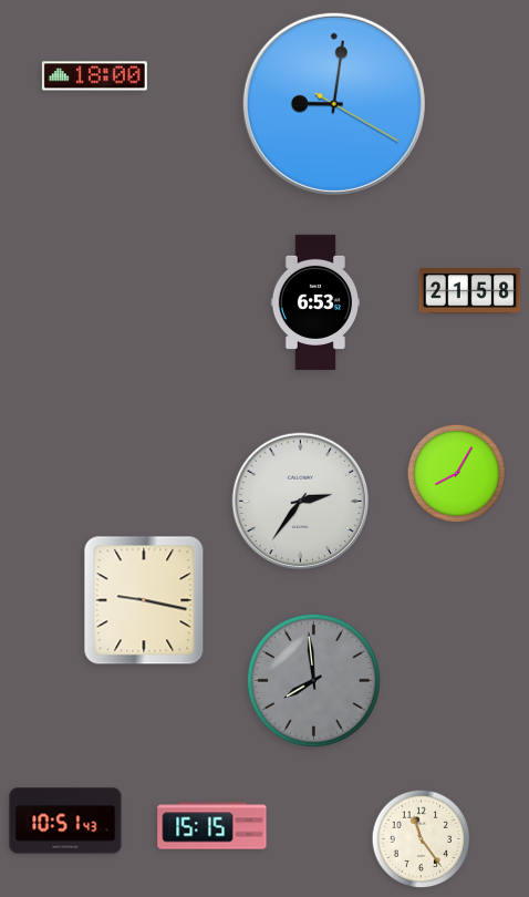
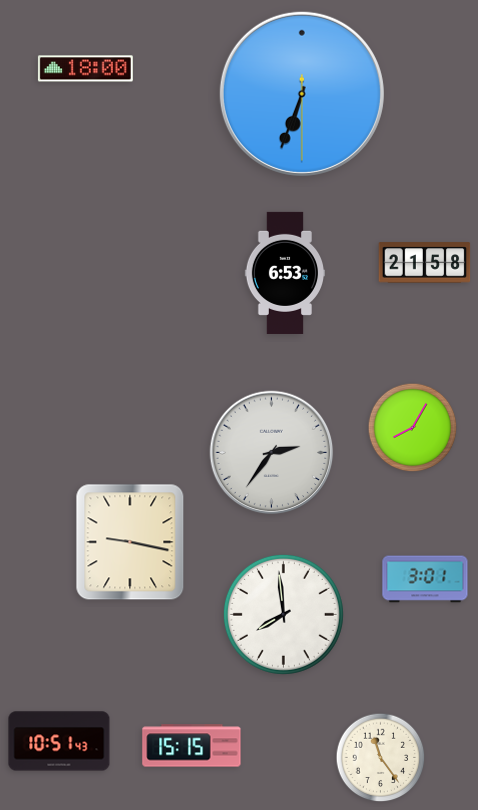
clock at (334, 104): 9:01 -> 6:33
clock at (425, 579): none -> 3:01
clock at (313, 680) dial: grey -> white
